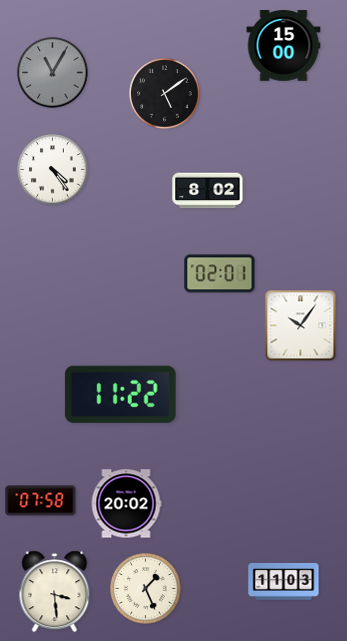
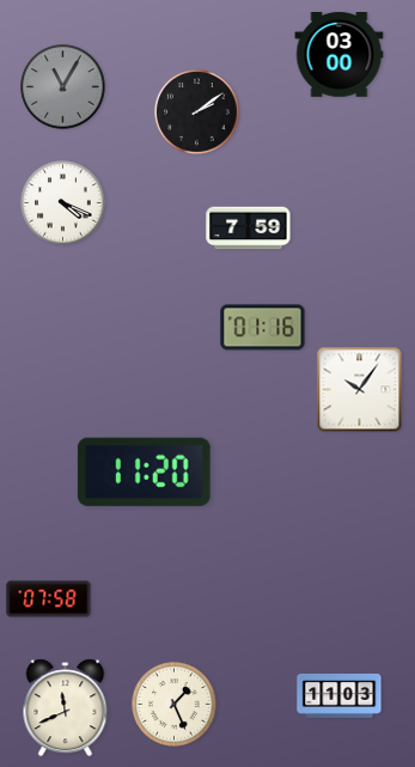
clock at (284, 46): 15:00 -> 03:00
clock at (165, 94): 5:09 -> 2:09
clock at (53, 170): 4:24 -> 4:19
clock at (208, 191): 8:02 -> 7:59
clock at (220, 274): 02:01 -> 01:16
clock at (120, 394): 11:22 -> 11:20
clock at (126, 504): 20:02 -> none
clock at (55, 592): 3:29 -> 11:41
